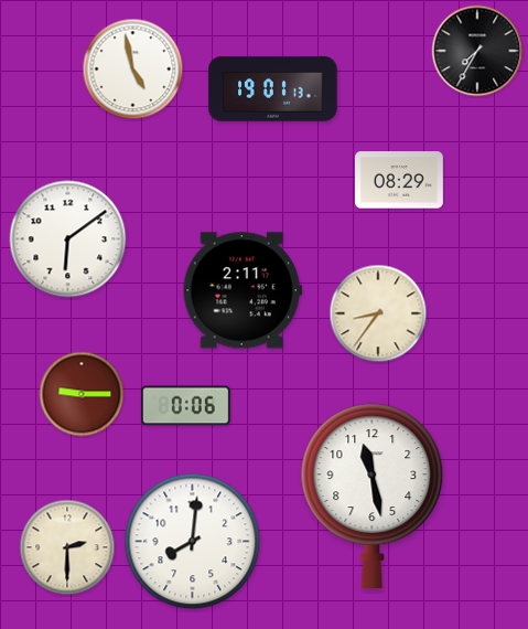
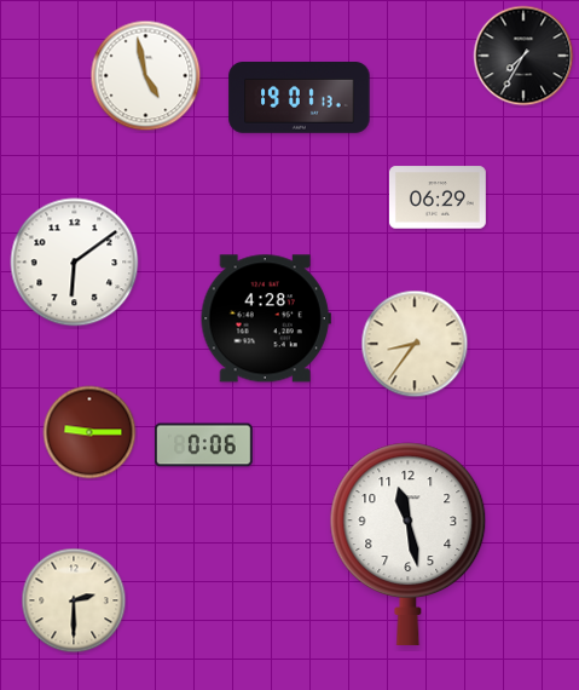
clock at (399, 180): 08:29 -> 06:29
clock at (243, 290): 2:11 -> 4:28
clock at (193, 542): 8:01 -> none
